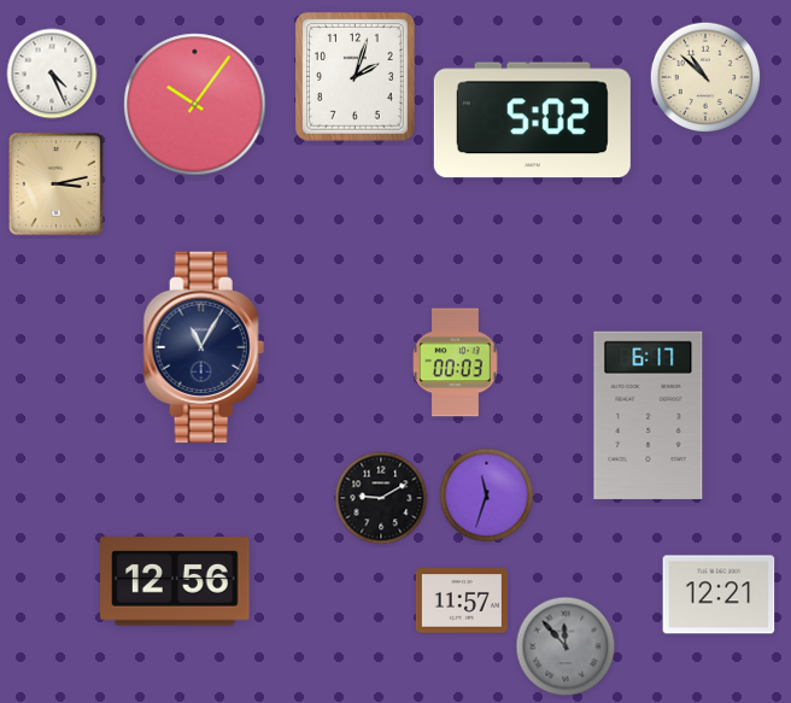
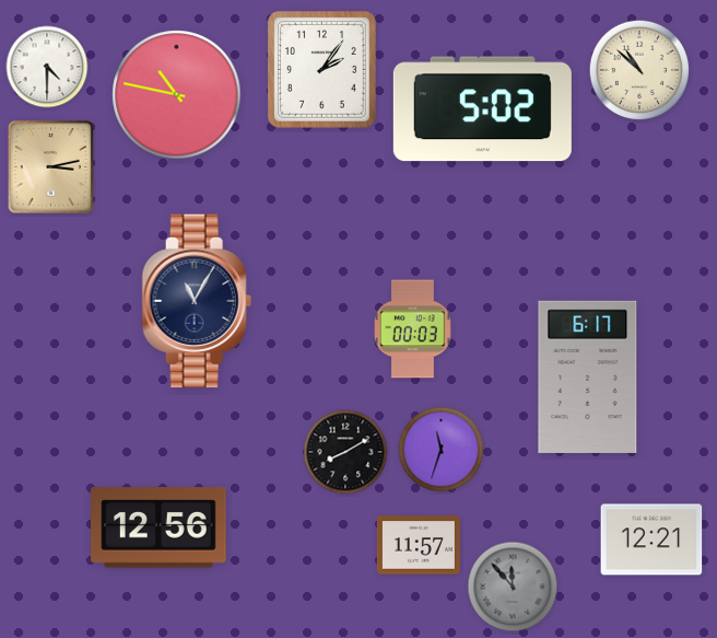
clock at (52, 74): 4:26 -> 4:30
clock at (355, 77): 2:03 -> 2:06
clock at (195, 105): 10:06 -> 10:47
clock at (204, 347) position: (204, 347) -> (197, 301)
clock at (381, 498): 9:10 -> 8:10
